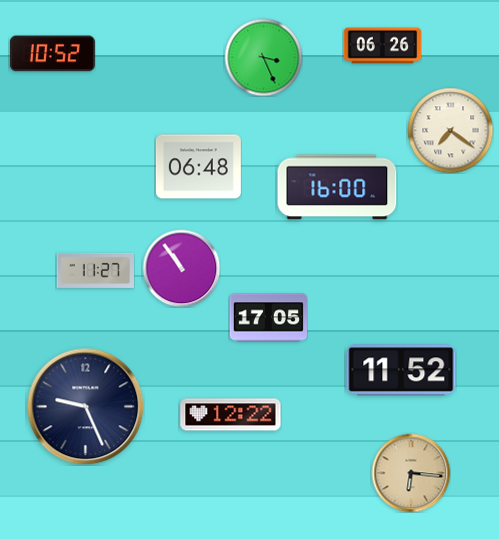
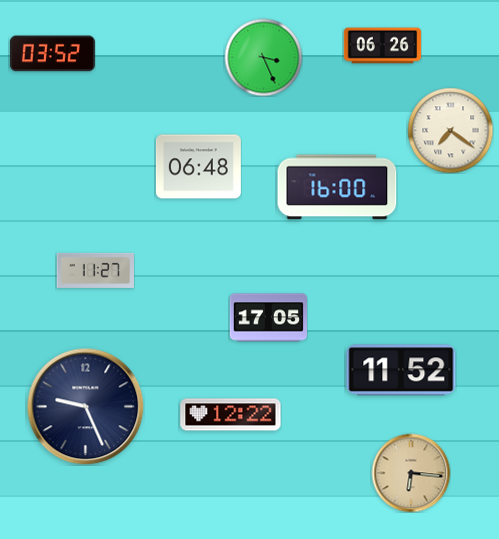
clock at (52, 54): 10:52 -> 03:52
clock at (181, 268): 10:54 -> none
